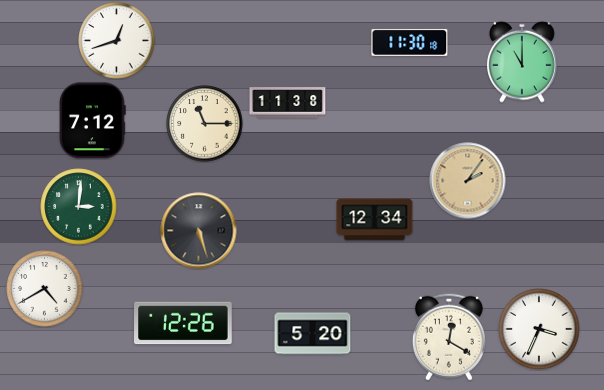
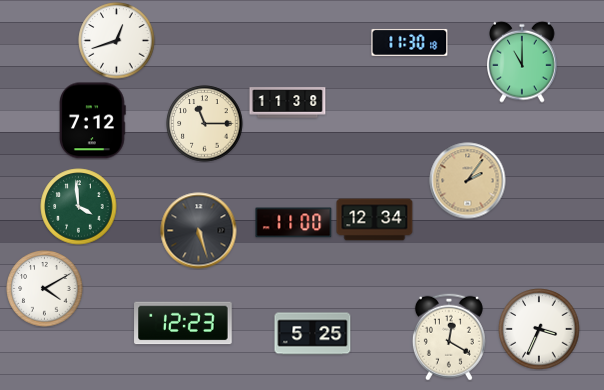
clock at (79, 207): 3:01 -> 3:59
clock at (294, 223): none -> 11:00
clock at (45, 289): 4:40 -> 4:10
clock at (183, 323): 12:26 -> 12:23
clock at (313, 334): 5:20 -> 5:25
